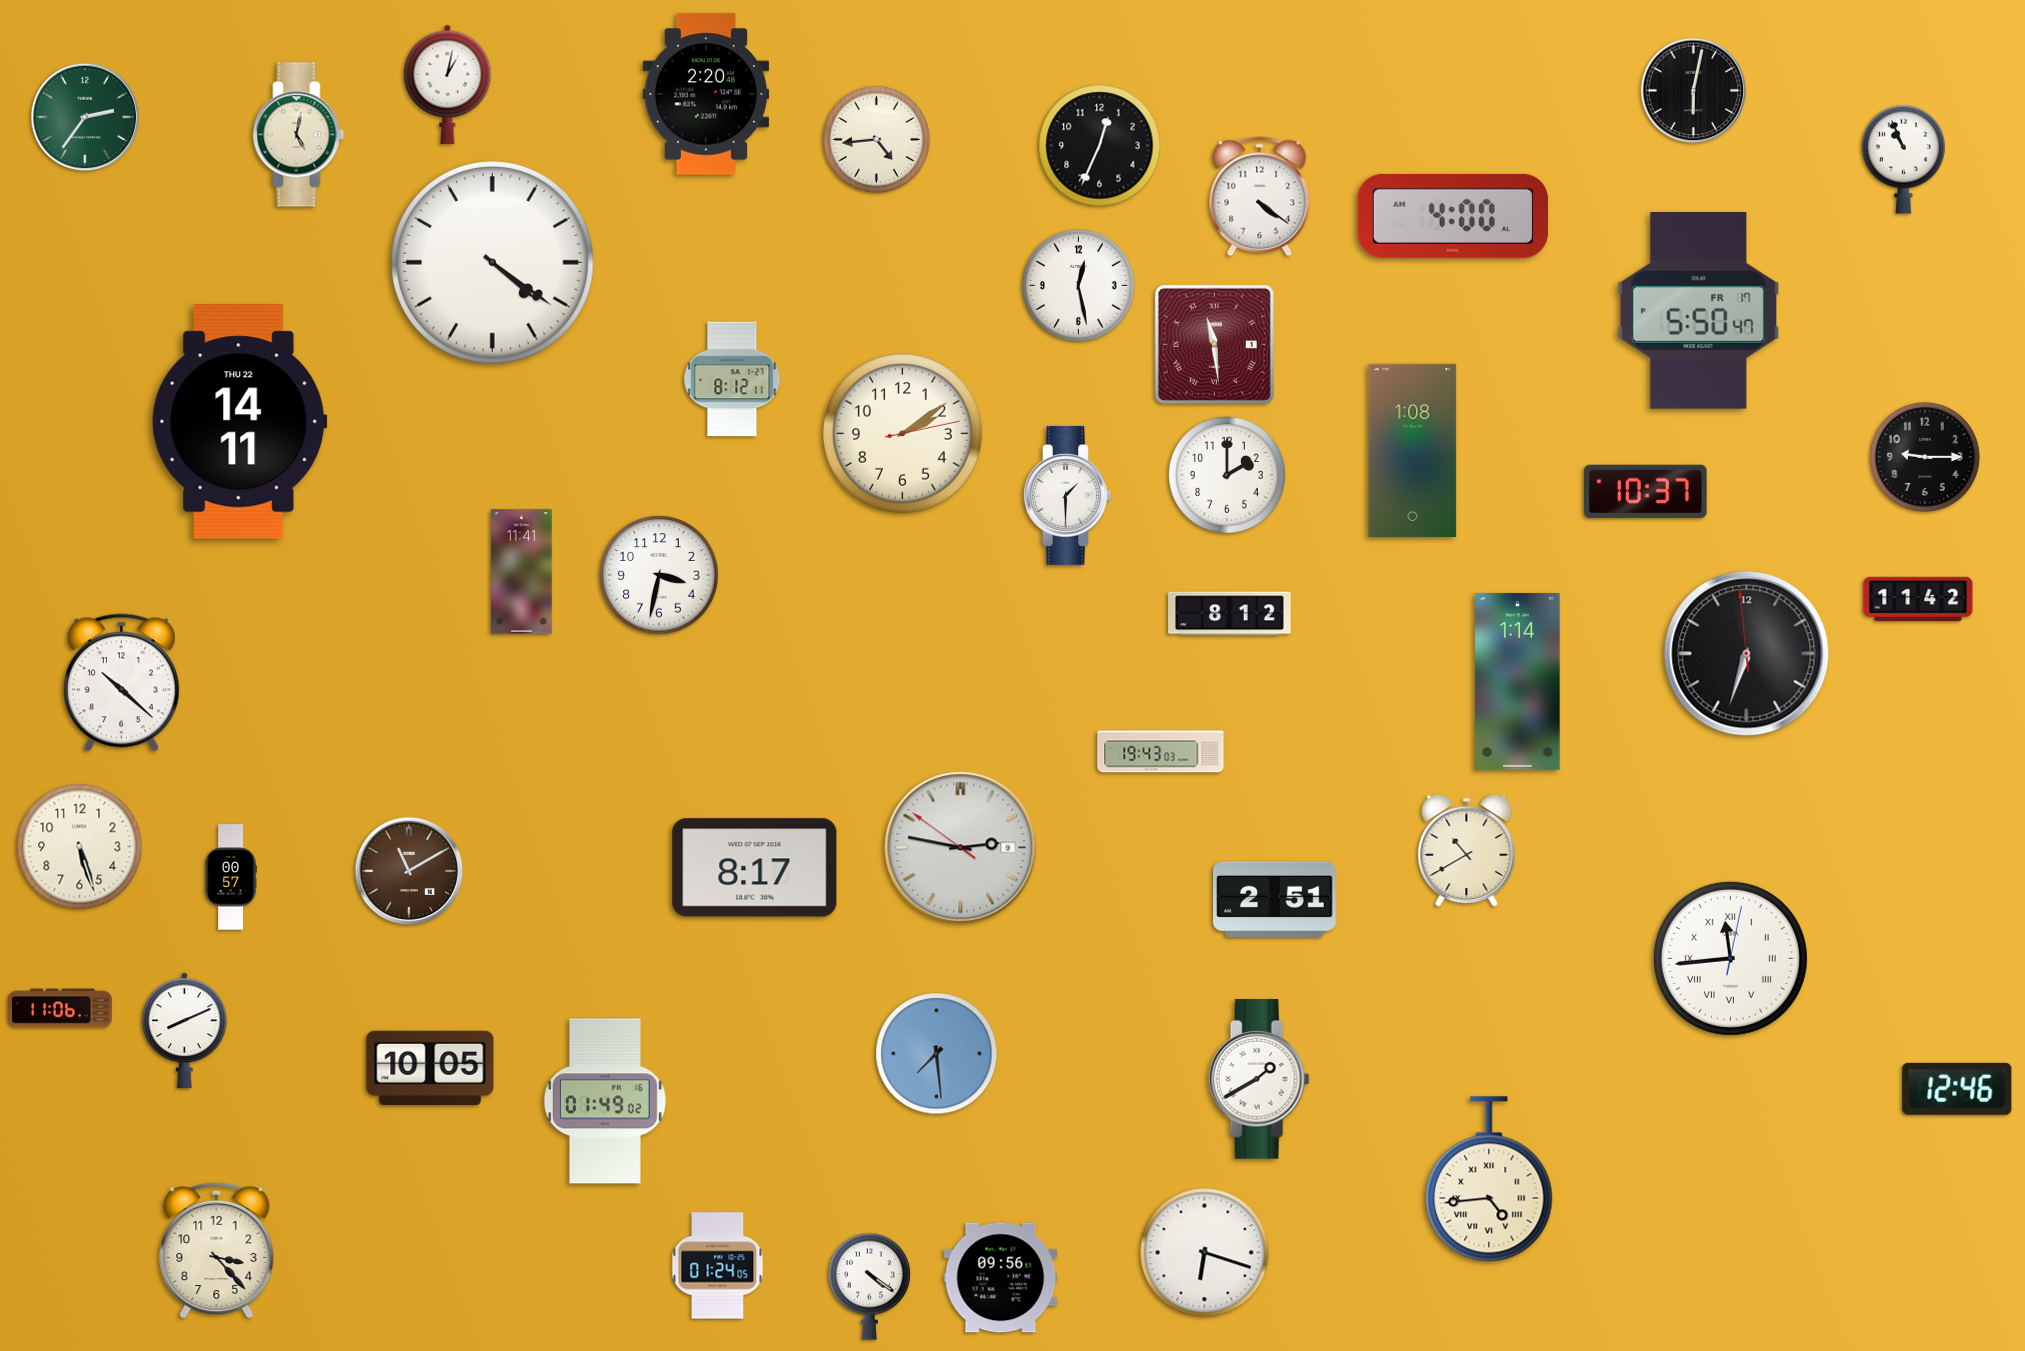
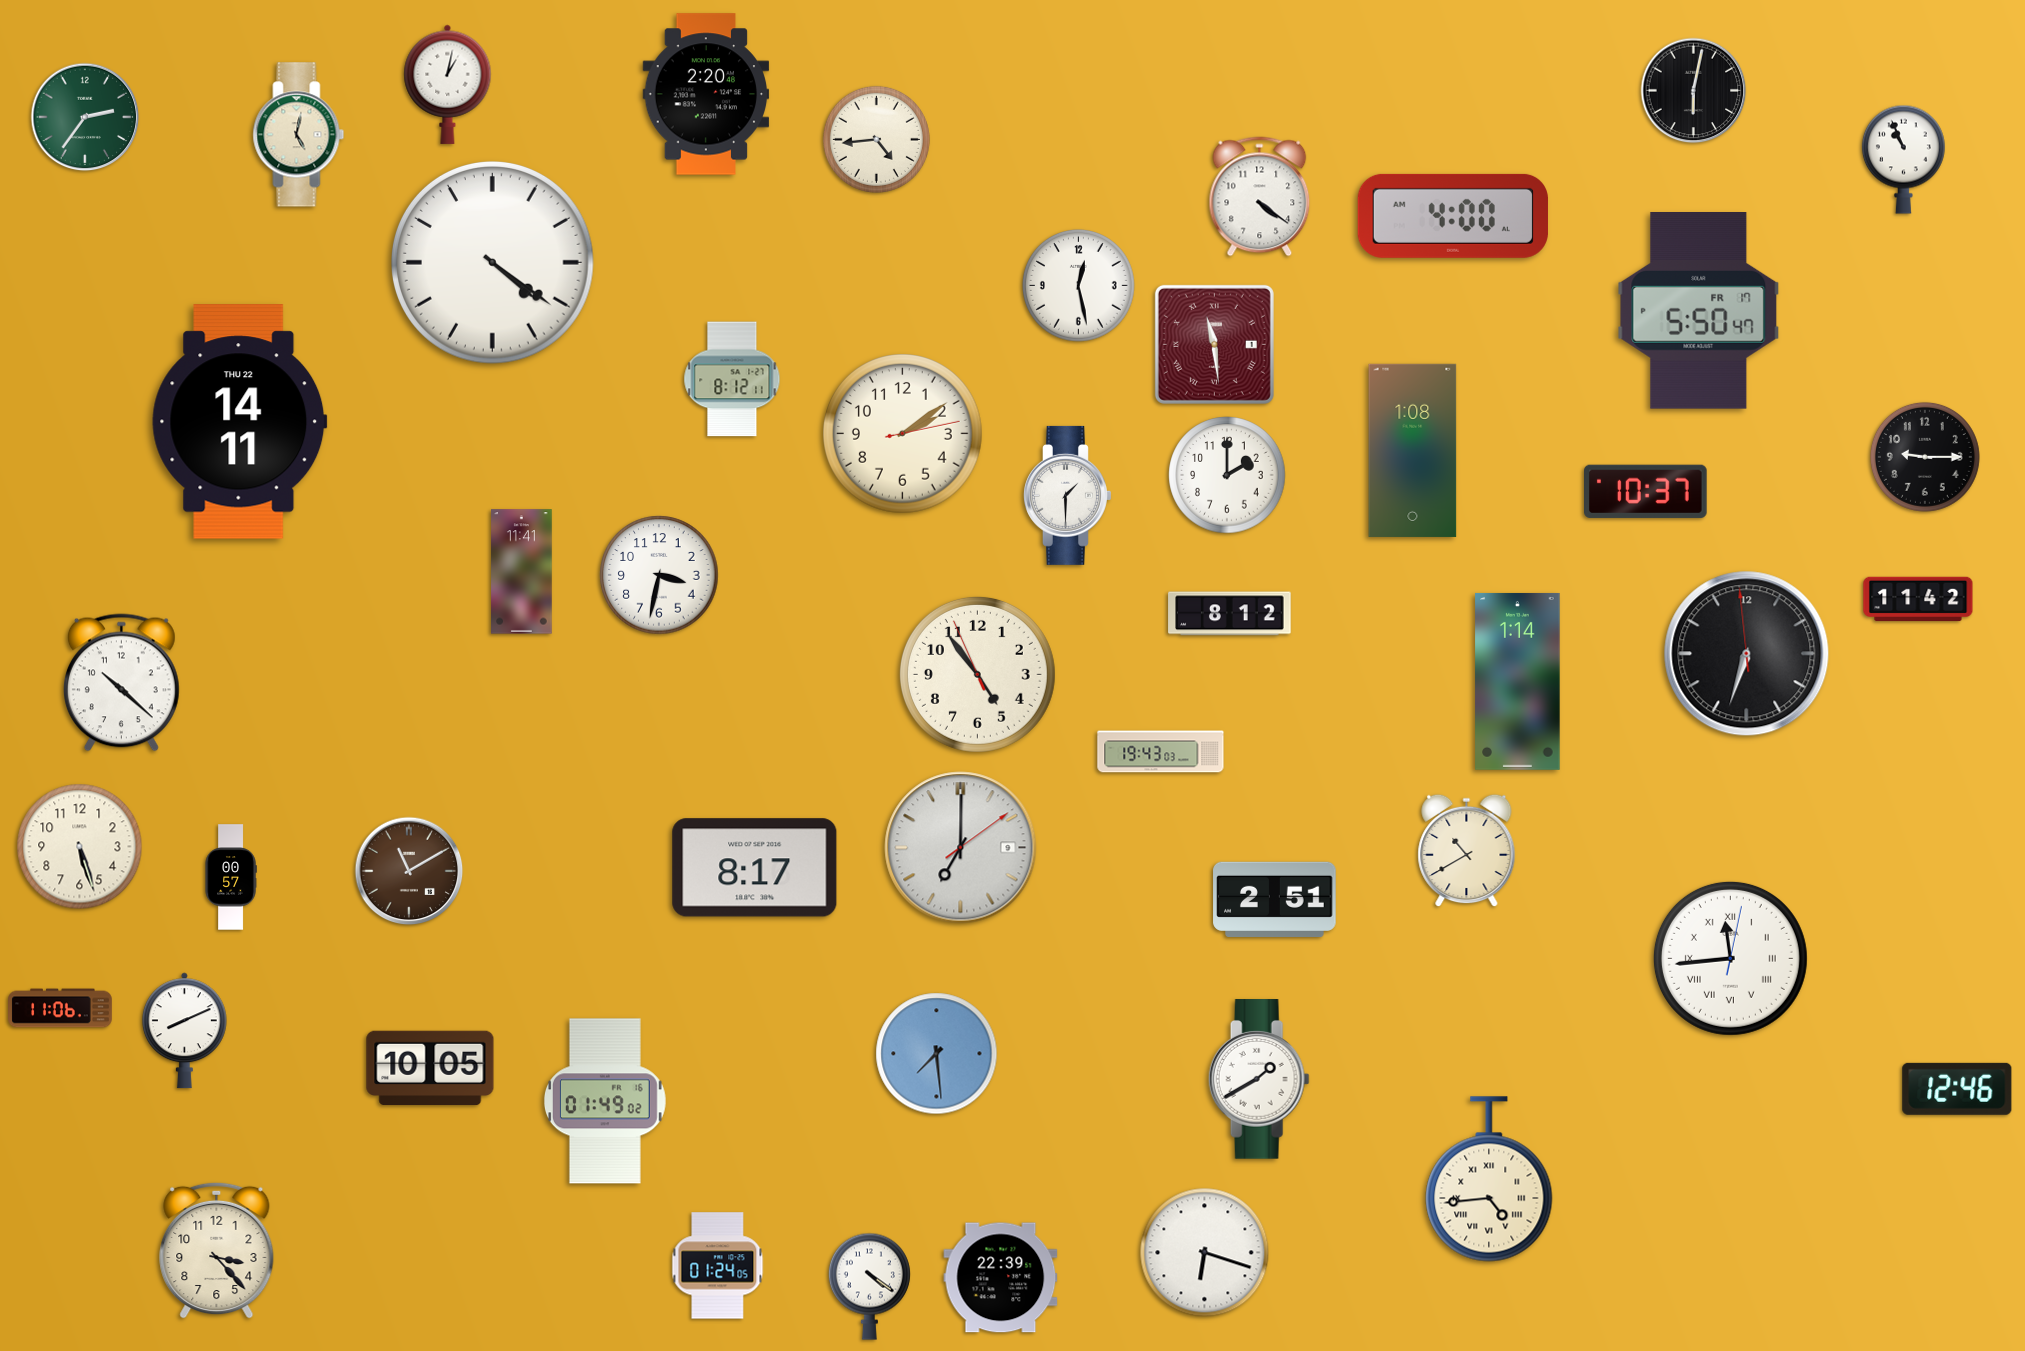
clock at (1100, 146): 12:34 -> none
clock at (977, 674): none -> 4:53
clock at (961, 848): 2:46 -> 7:00
clock at (1001, 1278): 09:56 -> 22:39
